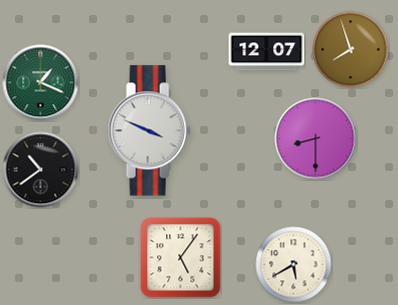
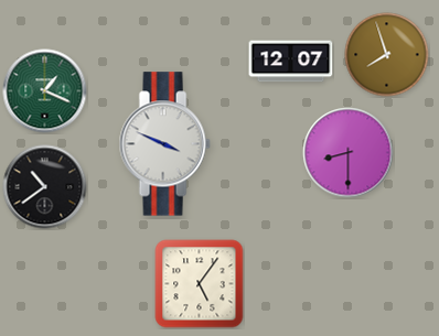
clock at (267, 52) position: (267, 52) -> (291, 62)
clock at (294, 265): 5:40 -> none
